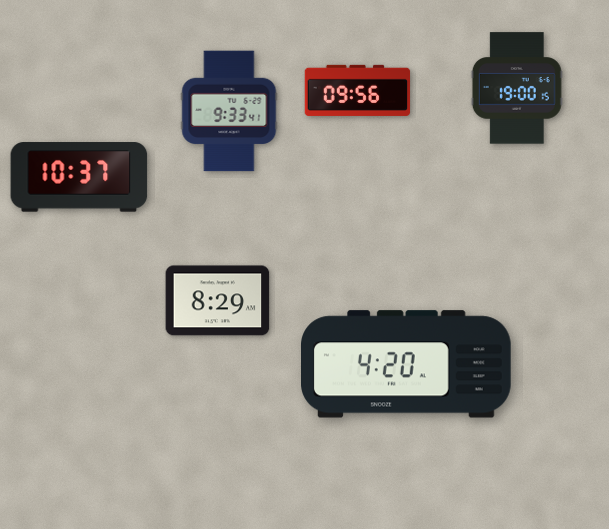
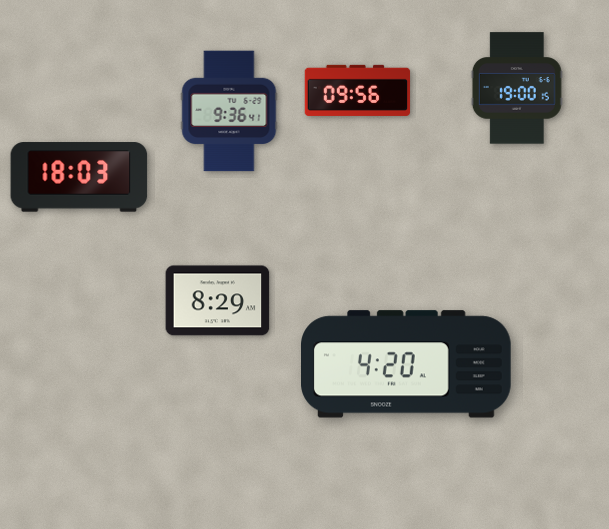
clock at (229, 111): 9:33 -> 9:36
clock at (79, 177): 10:37 -> 18:03
